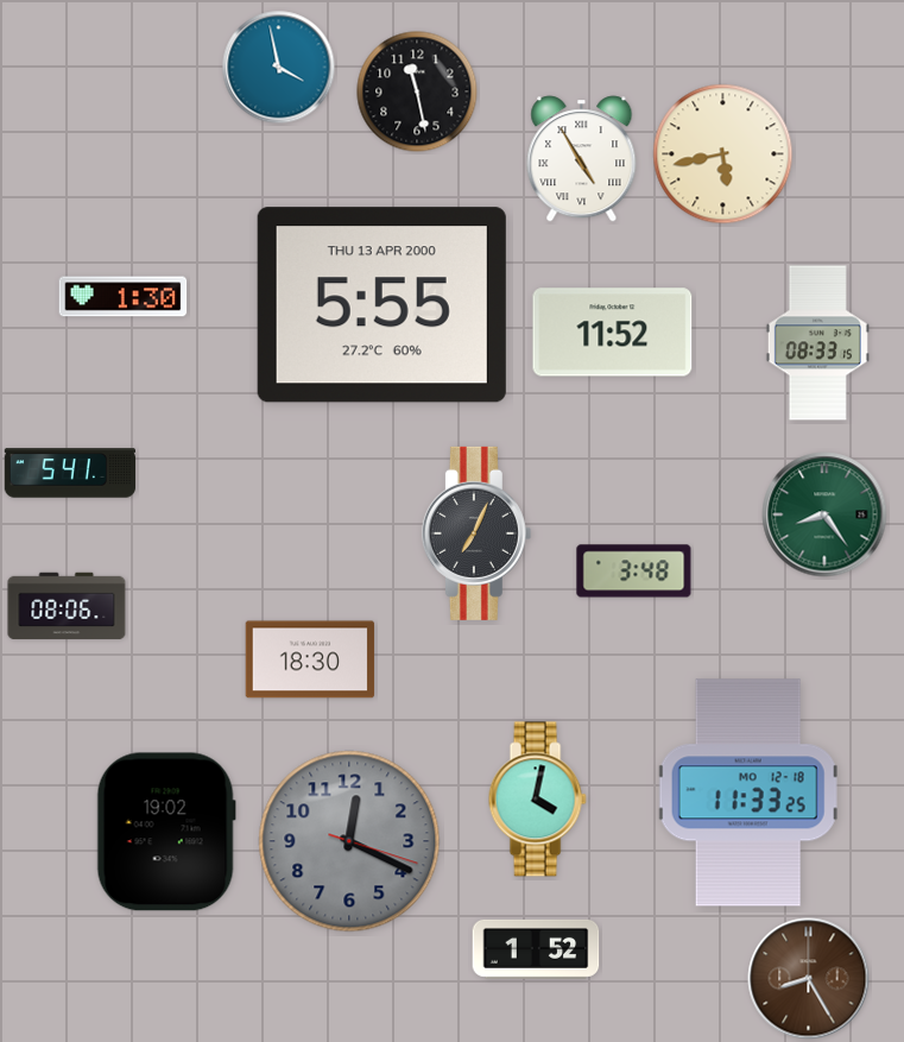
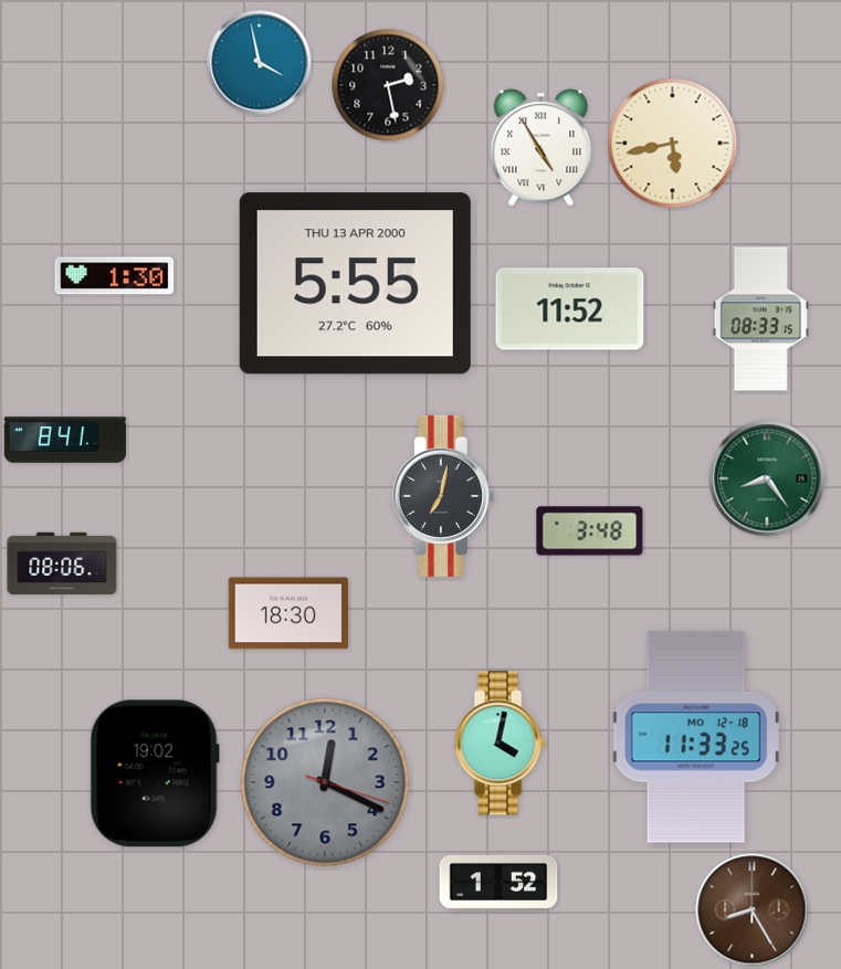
clock at (417, 91): 11:28 -> 2:28
clock at (69, 473): 5:41 -> 8:41
clock at (476, 533): 7:04 -> 7:02
